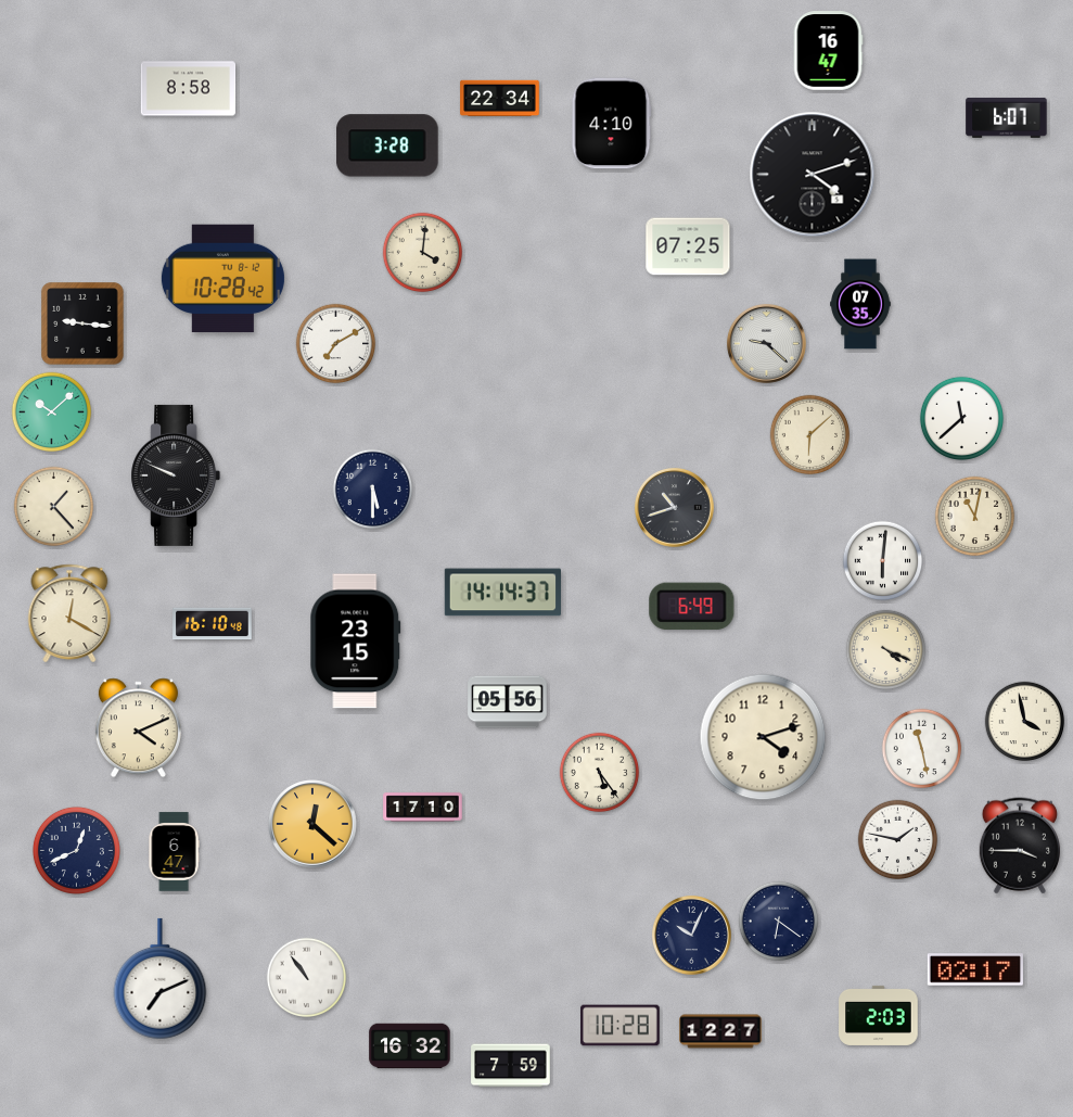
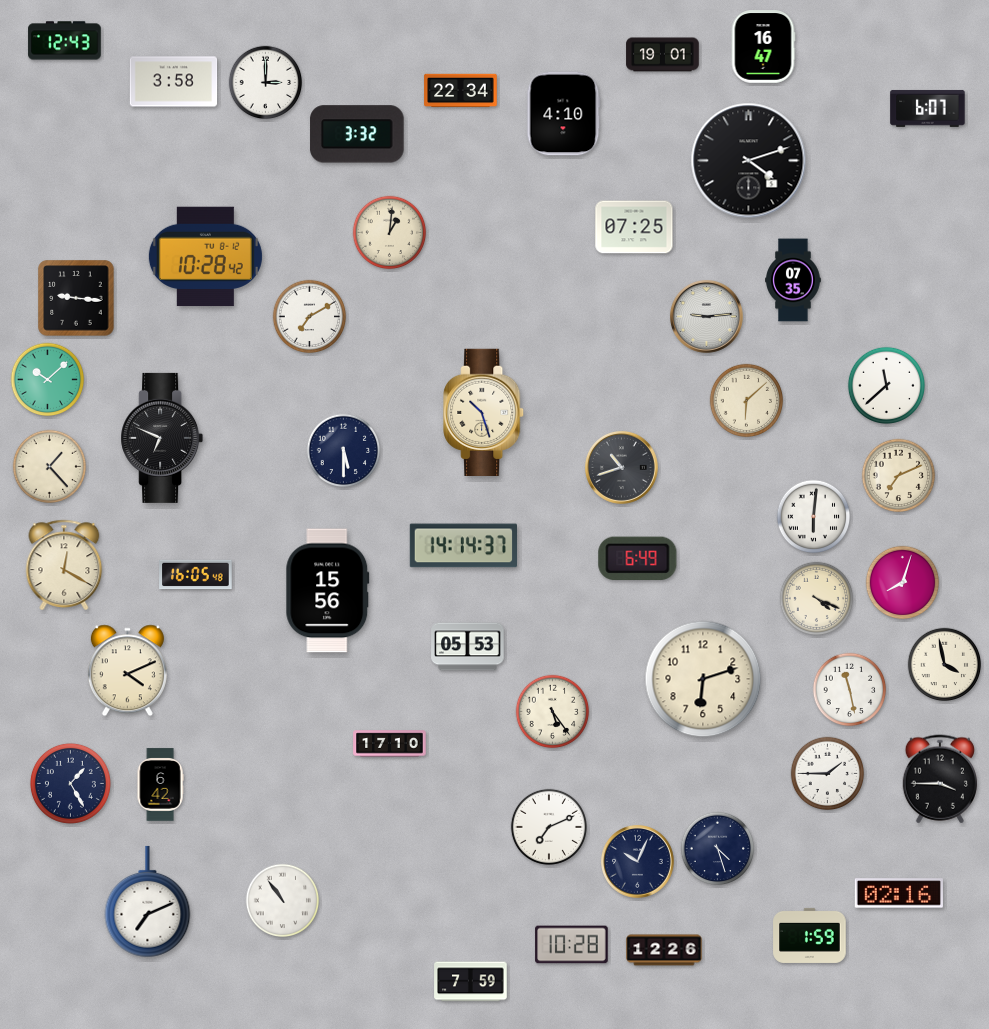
clock at (65, 41): none -> 12:43
clock at (663, 55): none -> 19:01
clock at (189, 89): 8:58 -> 3:58
clock at (266, 83): none -> 3:00
clock at (387, 145): 3:28 -> 3:32
clock at (423, 253): 4:01 -> 1:01
clock at (767, 344): 9:22 -> 9:14
clock at (484, 412): none -> 10:27
clock at (176, 475): 9:49 -> 6:49
clock at (975, 517): 11:02 -> 7:11
clock at (213, 624): 16:10 -> 16:05
clock at (903, 583): none -> 8:03
clock at (356, 642): 23:15 -> 15:56
clock at (508, 702): 05:56 -> 05:53
clock at (763, 737): 4:12 -> 6:12
clock at (312, 824): 12:22 -> none
clock at (898, 840): 1:47 -> 1:45
clock at (76, 850): 12:41 -> 1:25
clock at (174, 852): 6:47 -> 6:42
clock at (549, 827): none -> 7:11
clock at (779, 922): 6:21 -> 4:27
clock at (975, 969): 02:17 -> 02:16
clock at (879, 1015): 2:03 -> 1:59
clock at (720, 1031): 12:27 -> 12:26
clock at (410, 1046): 16:32 -> none
